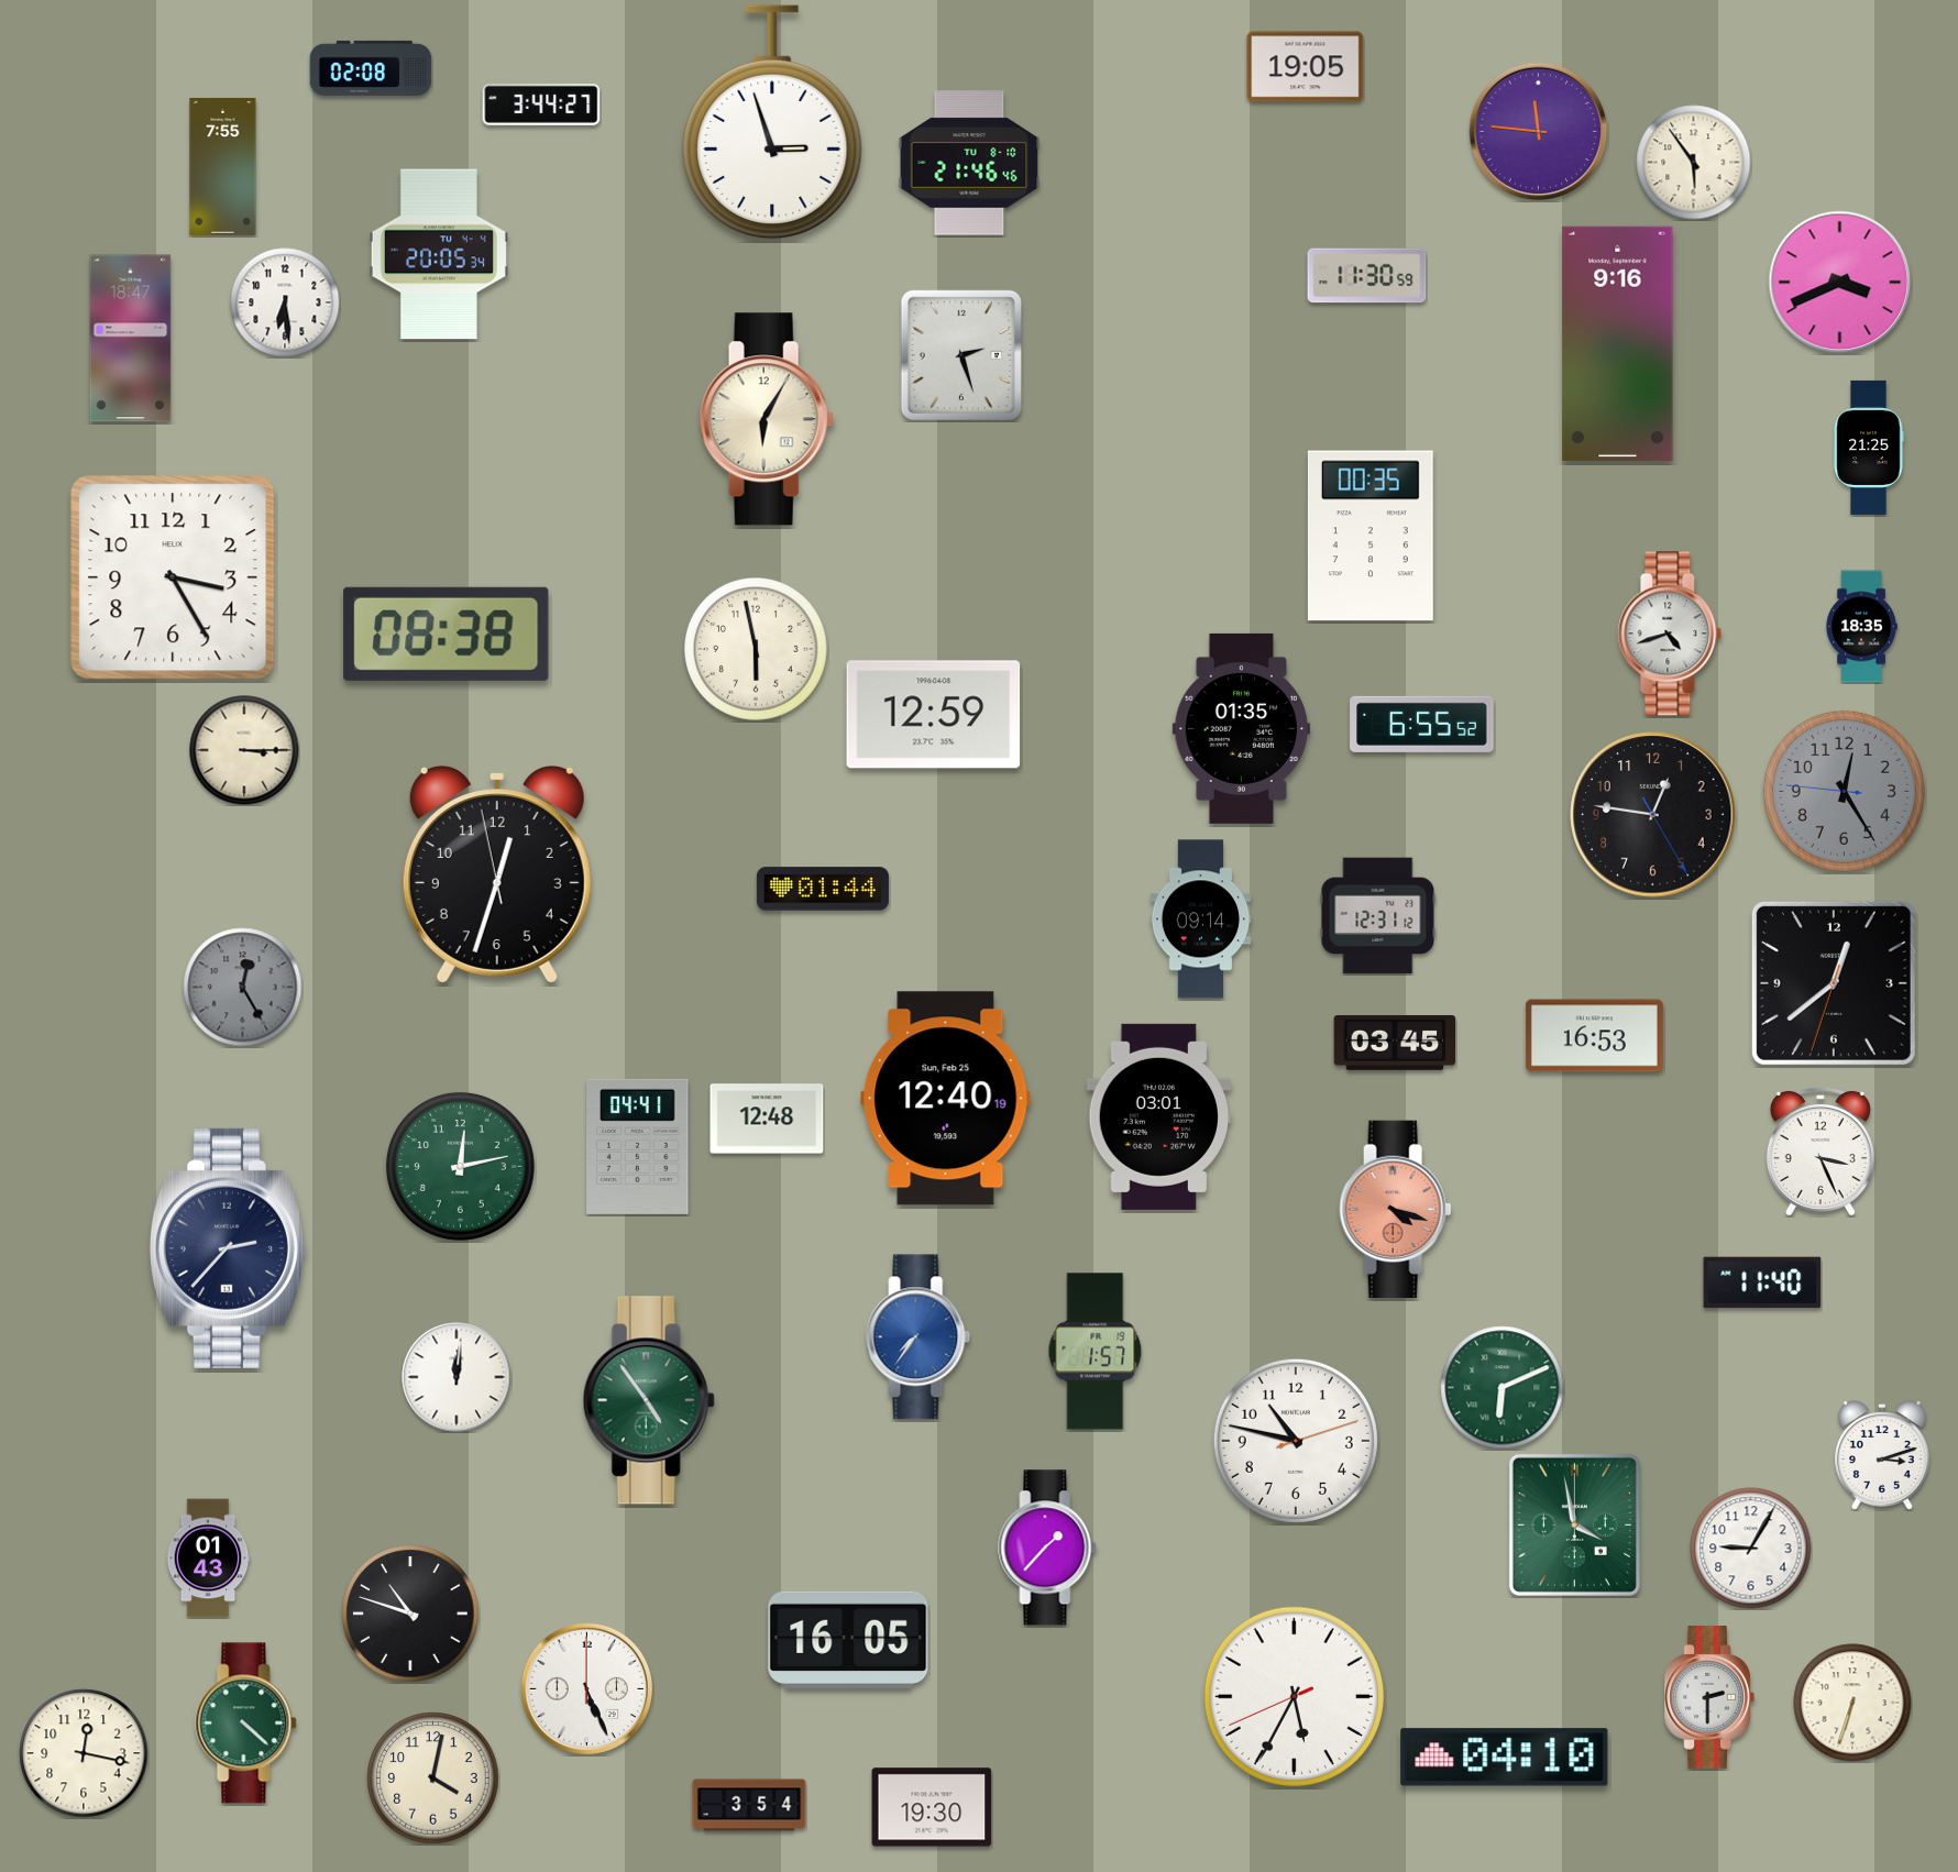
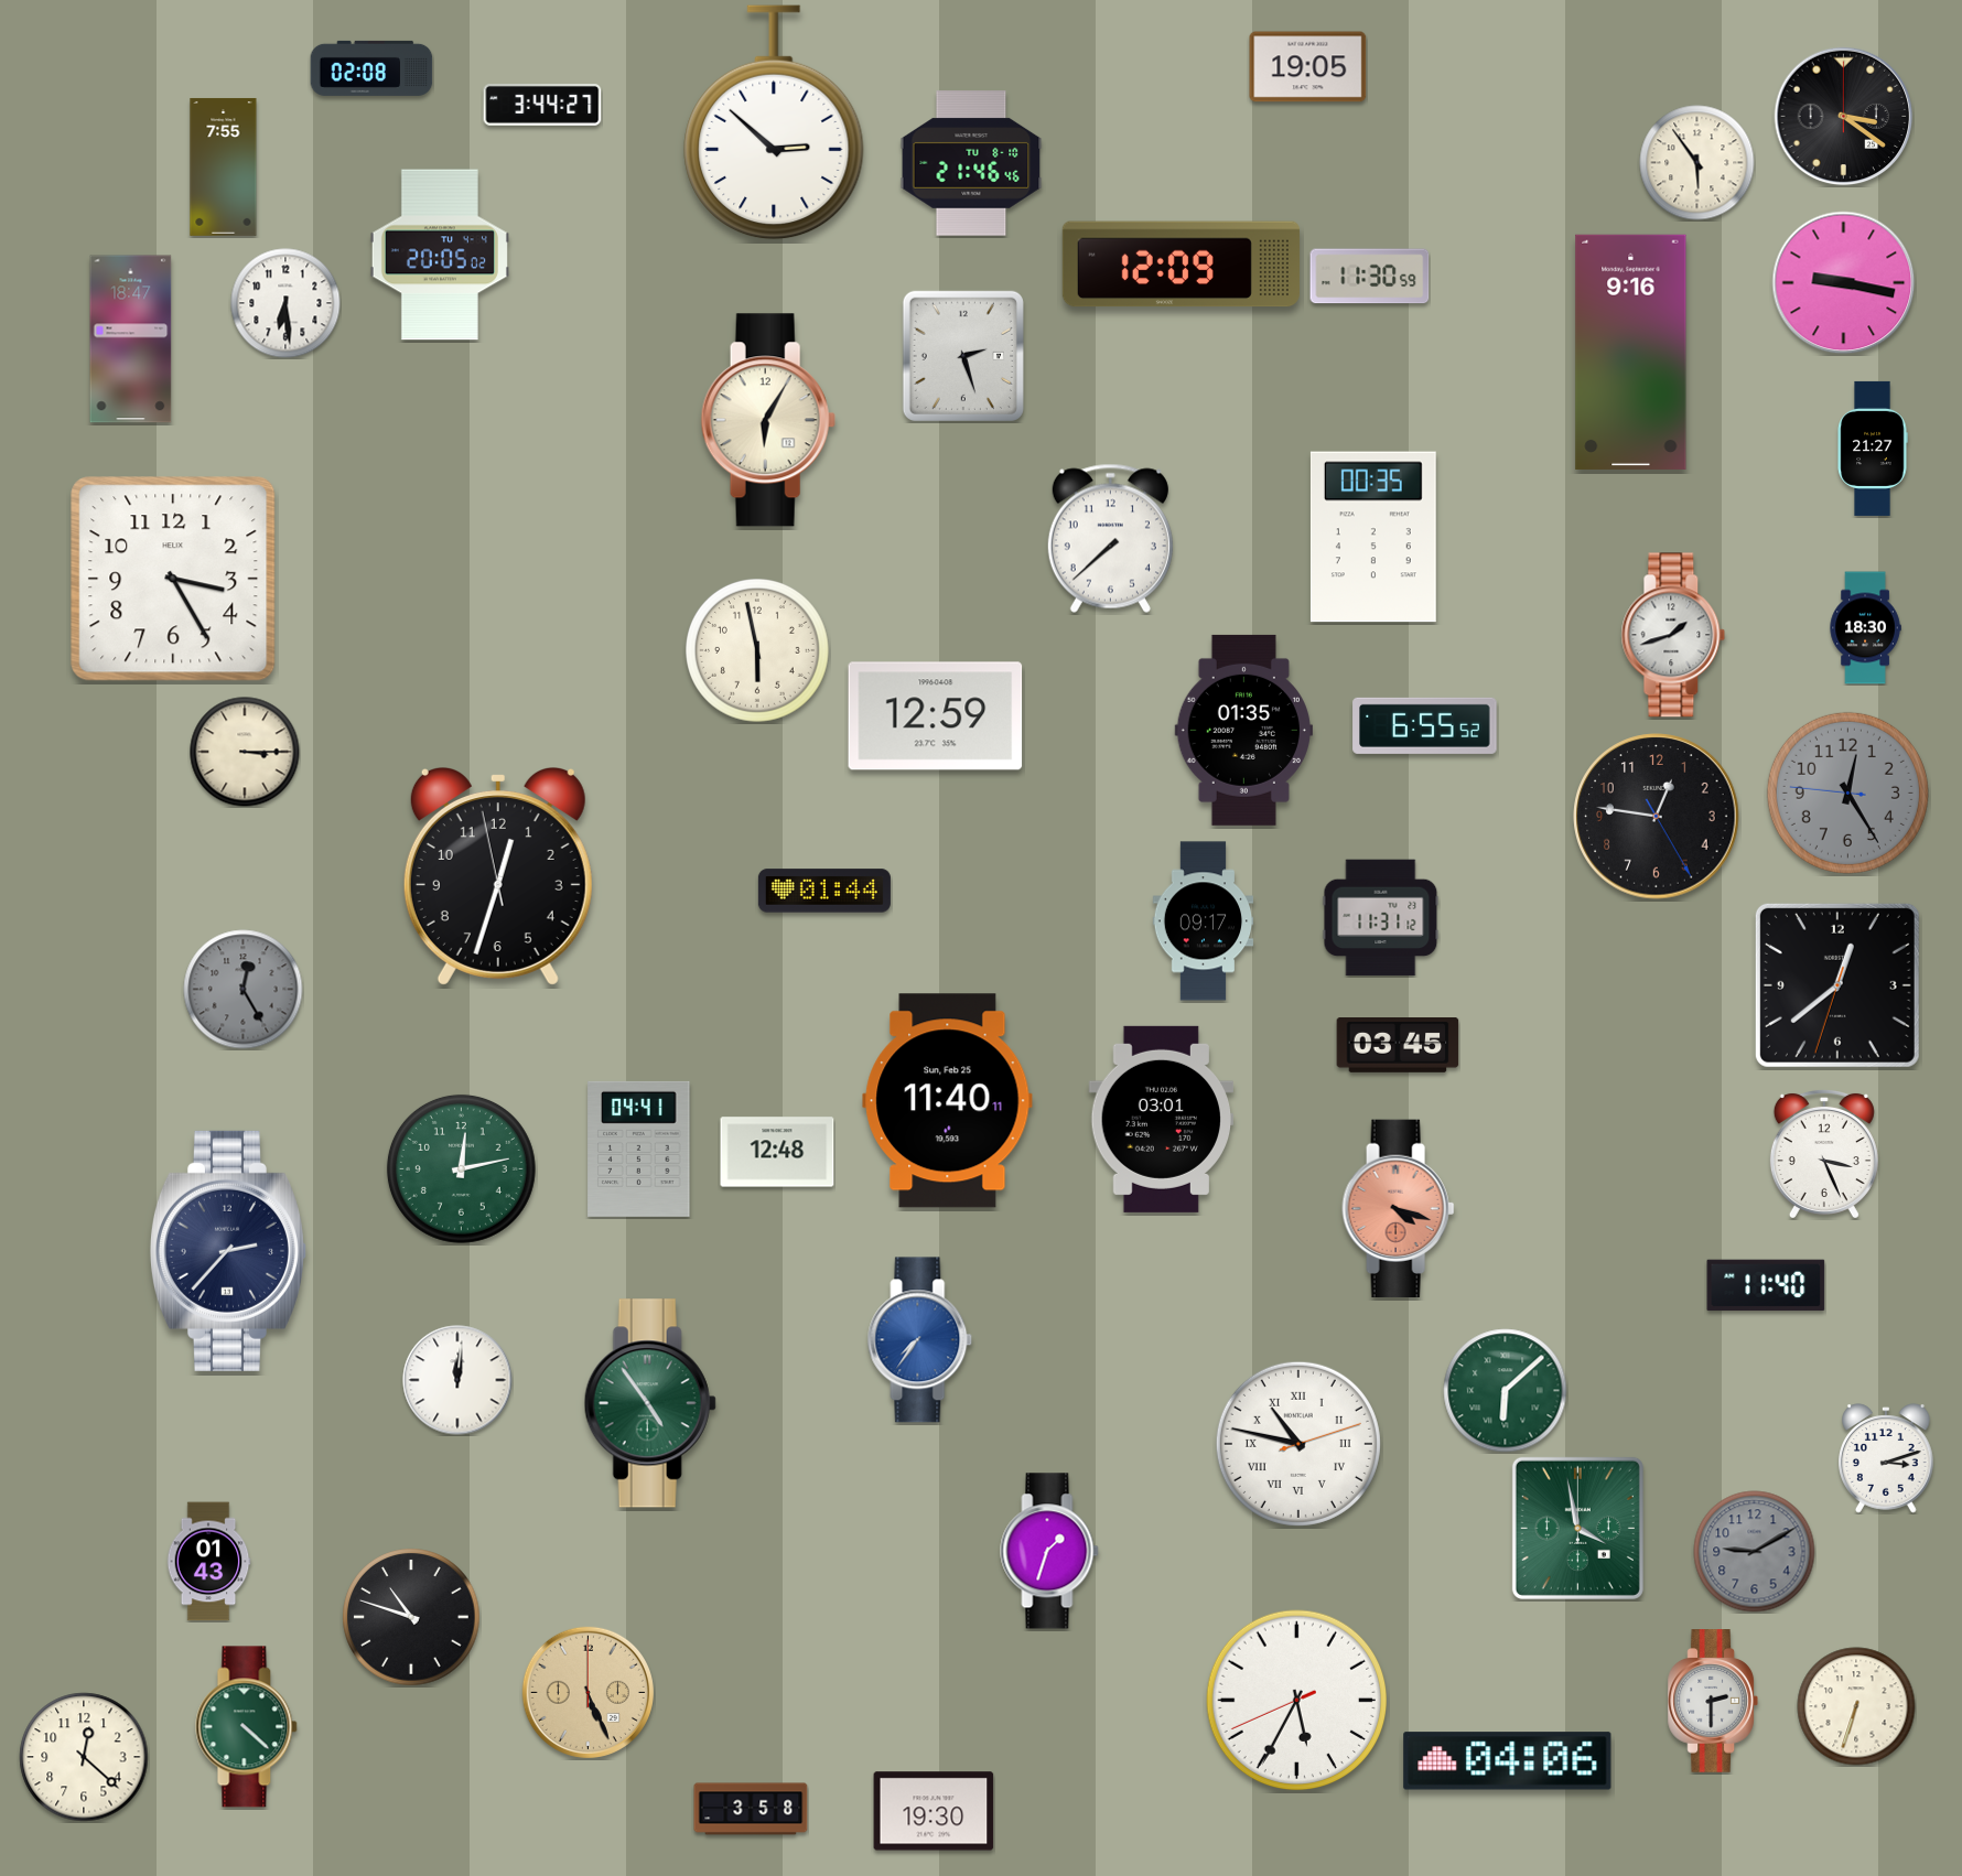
clock at (1844, 117): none -> 3:21
clock at (772, 122): 2:57 -> 2:52
clock at (1539, 132): 11:46 -> none
clock at (439, 254): 20:05:34 -> 20:05:02
clock at (1181, 265): none -> 12:09
clock at (1840, 283): 3:41 -> 9:17
clock at (1618, 343) position: (1618, 343) -> (1631, 352)
clock at (1869, 448): 21:25 -> 21:27
clock at (1110, 538): none -> 7:38
clock at (1861, 627): 18:35 -> 18:30
clock at (447, 634): 08:38 -> none
clock at (1670, 634): 4:42 -> 1:42
clock at (1378, 916): 12:31 -> 11:31
clock at (1201, 920): 09:14 -> 09:17
clock at (1594, 1036): 16:53 -> none
clock at (946, 1099): 12:40 -> 11:40
clock at (767, 1119) position: (767, 1119) -> (777, 1152)
clock at (1396, 1210) position: (1396, 1210) -> (1399, 1209)
clock at (1096, 1352): 1:57 -> none
clock at (1503, 1388): 6:11 -> 6:08
clock at (1296, 1441) numerals: Arabic -> Roman
clock at (1047, 1548): 1:37 -> 1:33
clock at (1751, 1549): 9:05 -> 9:10
clock at (1751, 1549) dial: white -> grey
clock at (848, 1640): 16:05 -> none
clock at (586, 1688) dial: white -> champagne
clock at (84, 1753): 12:17 -> 12:22
clock at (1505, 1758): 04:10 -> 04:06
clock at (433, 1779): 4:02 -> none
clock at (749, 1805): 3:54 -> 3:58
